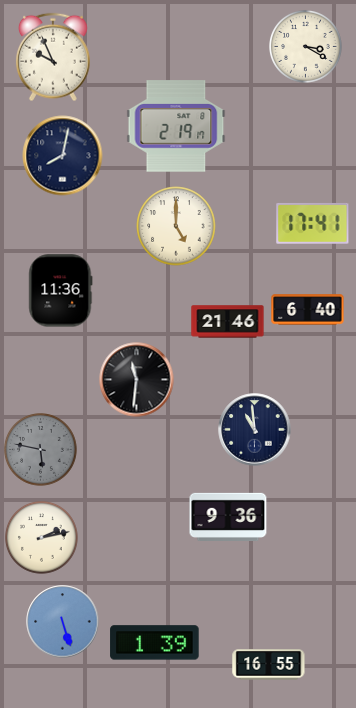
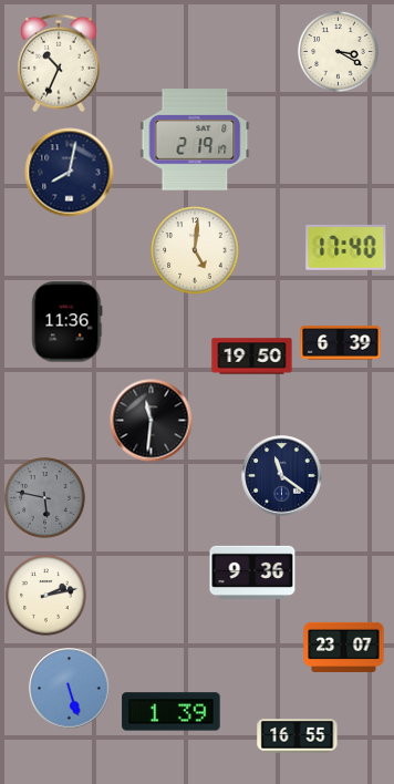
clock at (53, 57): 9:56 -> 10:34
clock at (313, 223): 17:41 -> 17:40
clock at (176, 226): 5:00 -> 5:01
clock at (308, 310): 6:40 -> 6:39
clock at (228, 322): 21:46 -> 19:50
clock at (255, 430): 10:59 -> 11:21
clock at (344, 647): none -> 23:07
